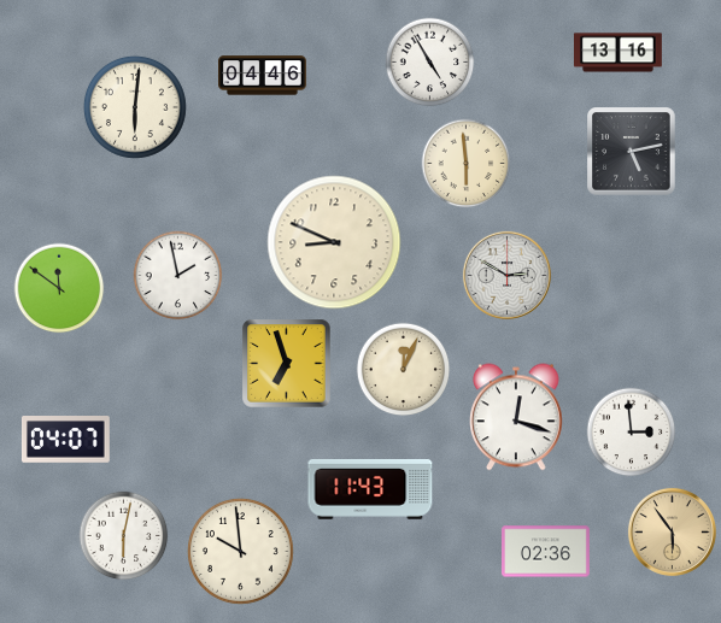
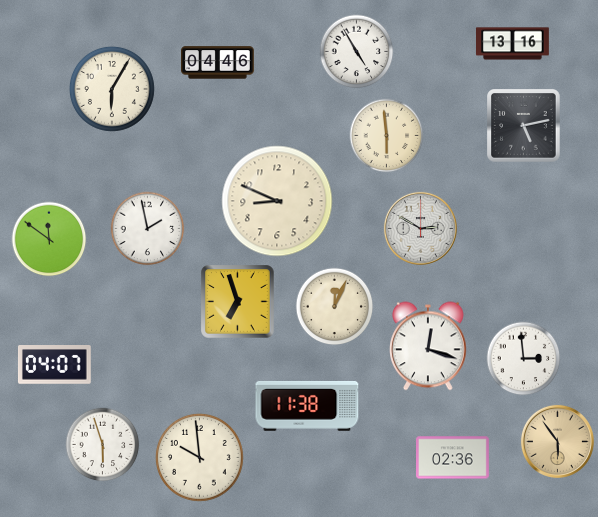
clock at (135, 107): 6:01 -> 6:05
clock at (370, 489): 11:43 -> 11:38
clock at (124, 536): 6:02 -> 5:57
